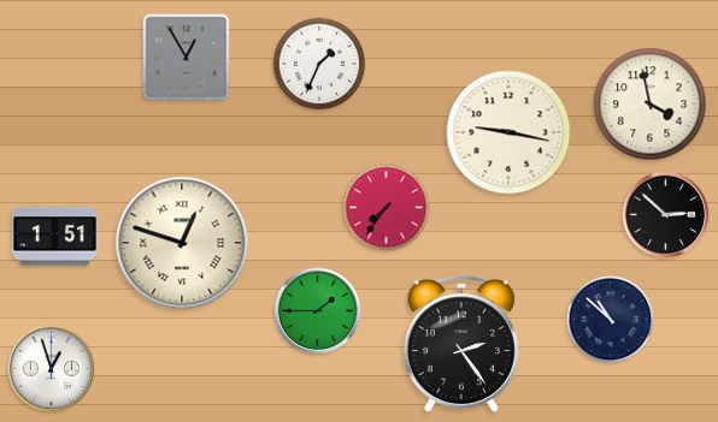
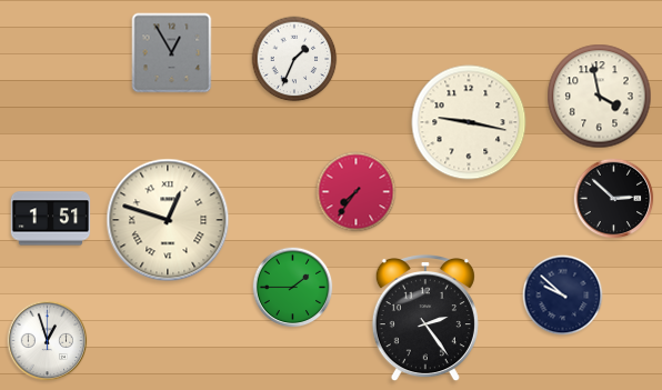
clock at (182, 243) position: (182, 243) -> (168, 220)
clock at (611, 320): 10:52 -> 9:52
